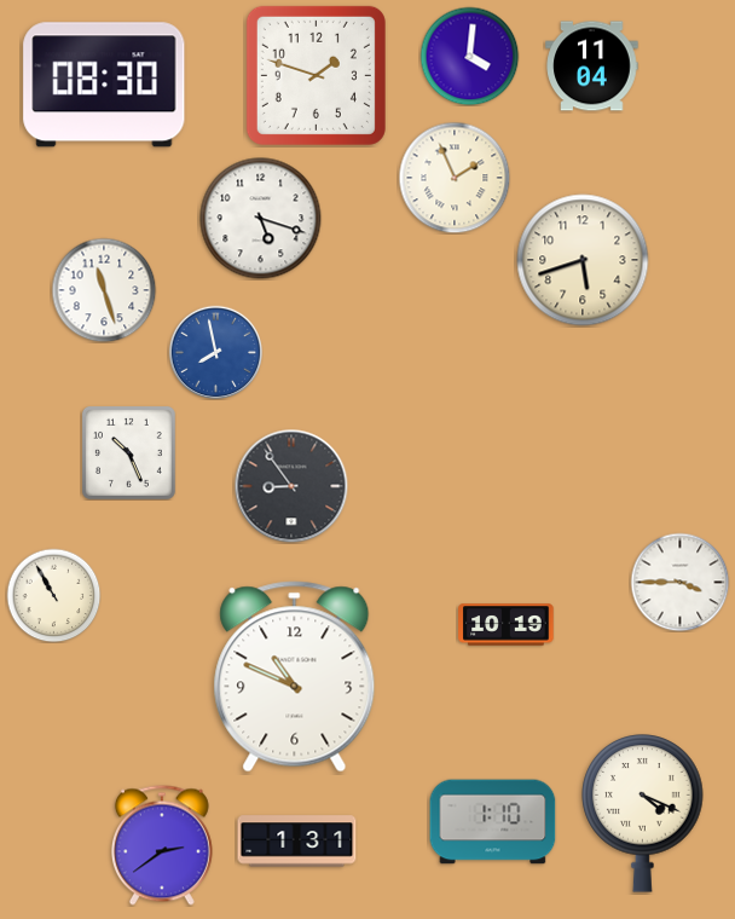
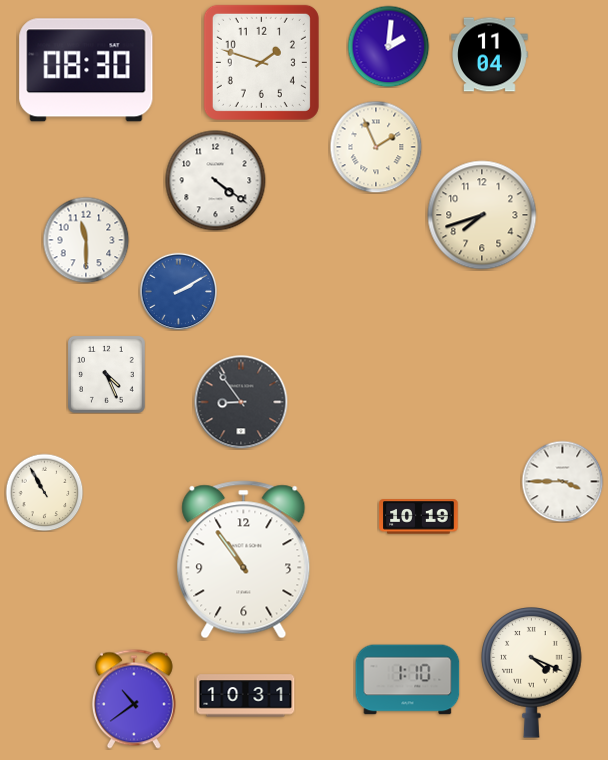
clock at (469, 56): 4:01 -> 2:01
clock at (261, 219): 5:18 -> 4:21
clock at (583, 260): 5:42 -> 7:42
clock at (104, 290): 11:27 -> 11:30
clock at (215, 352): 7:58 -> 2:10
clock at (128, 452): 10:26 -> 4:26
clock at (295, 677): 10:49 -> 10:54
clock at (297, 842): 1:31 -> 10:31
clock at (162, 845): 2:39 -> 10:39
